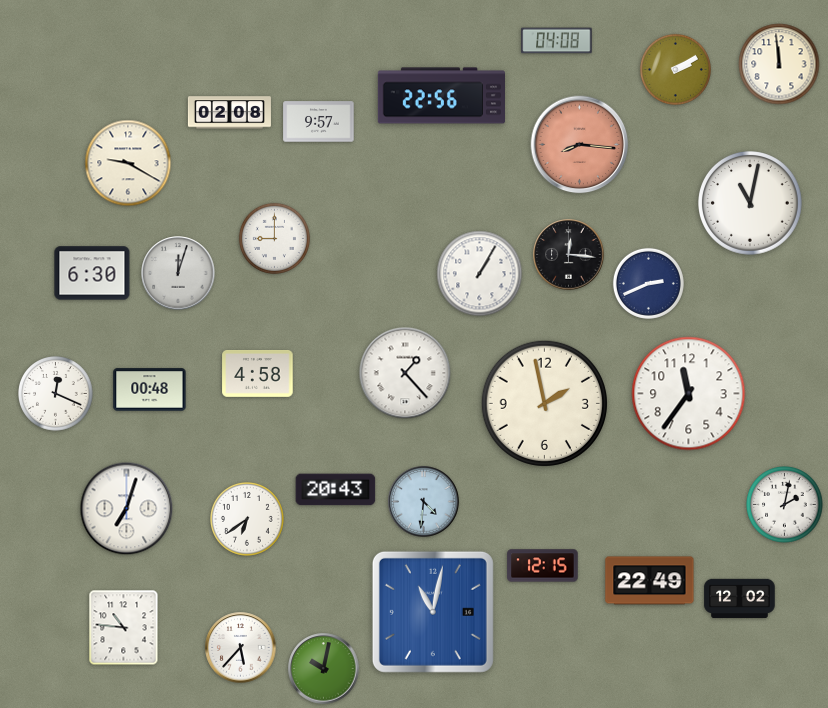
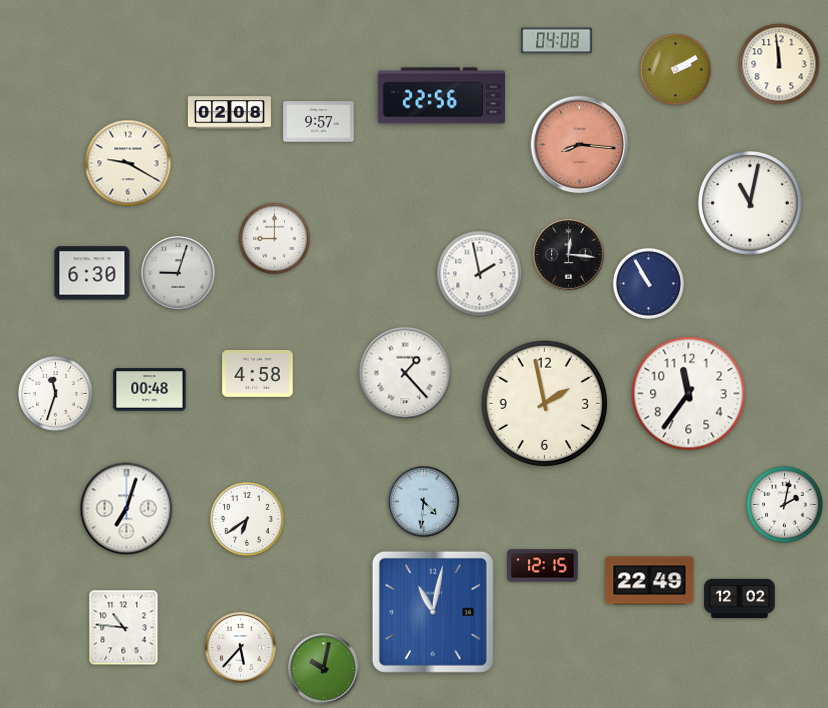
clock at (178, 273): 12:03 -> 9:03
clock at (480, 274): 1:05 -> 1:58
clock at (648, 283): 2:41 -> 10:55
clock at (56, 394): 12:19 -> 11:33
clock at (336, 490): 20:43 -> none
